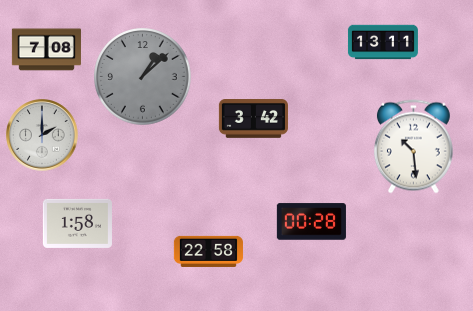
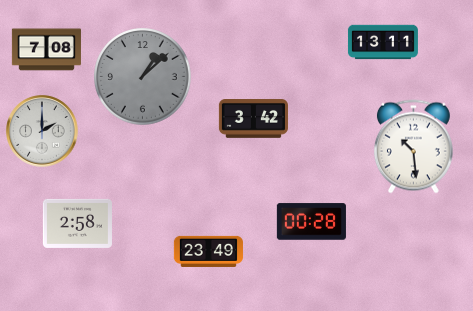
clock at (42, 135) position: (42, 135) -> (42, 131)
clock at (77, 223): 1:58 -> 2:58
clock at (208, 251): 22:58 -> 23:49
